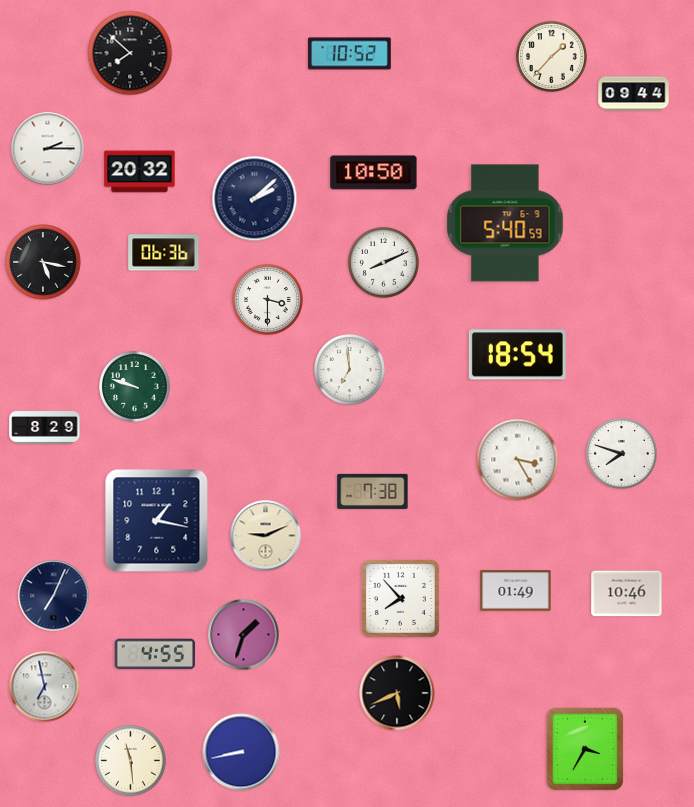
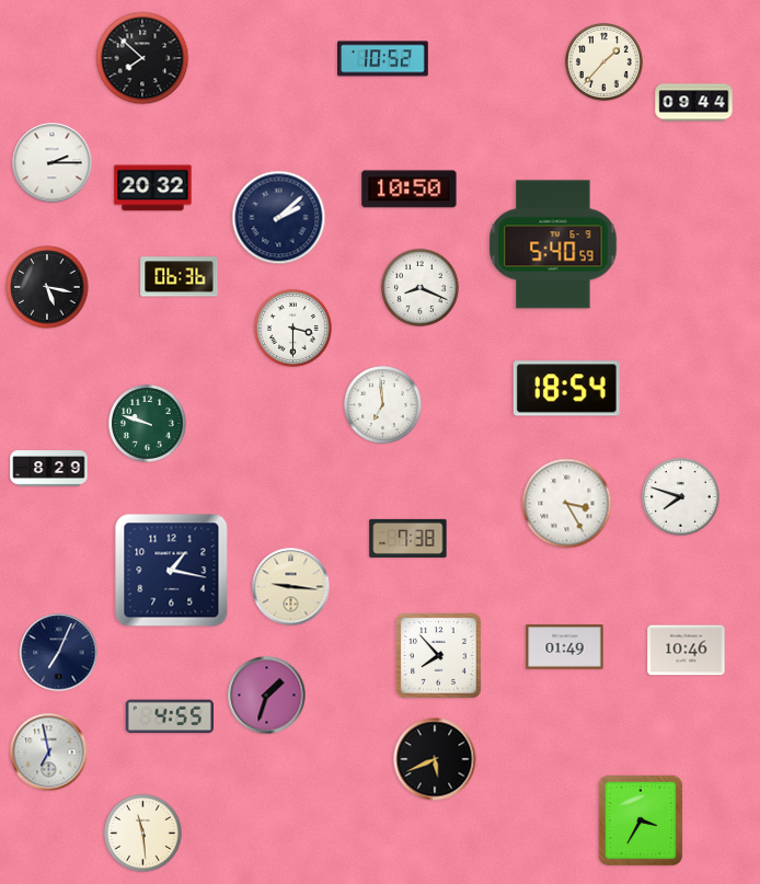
clock at (384, 263): 8:11 -> 8:19
clock at (266, 536): 9:11 -> 9:16
clock at (241, 752): 8:43 -> none
